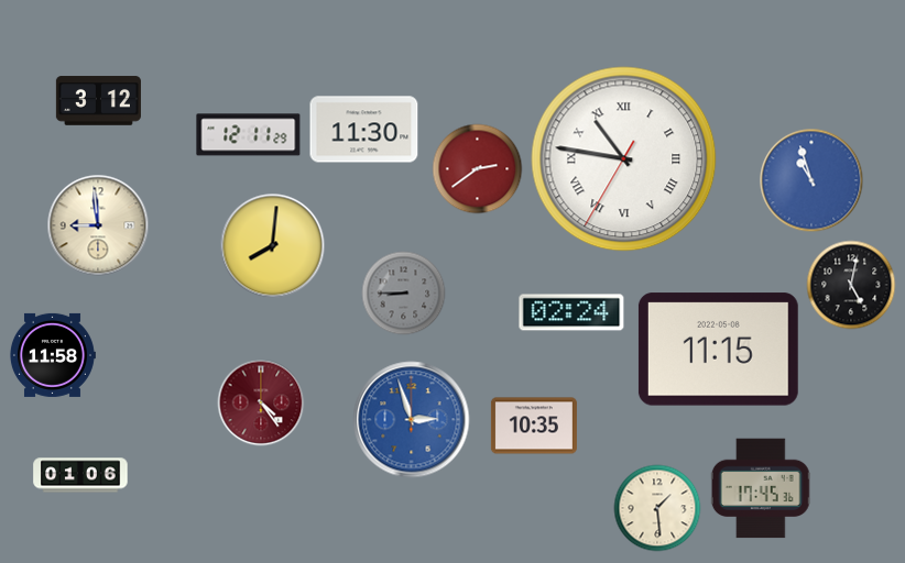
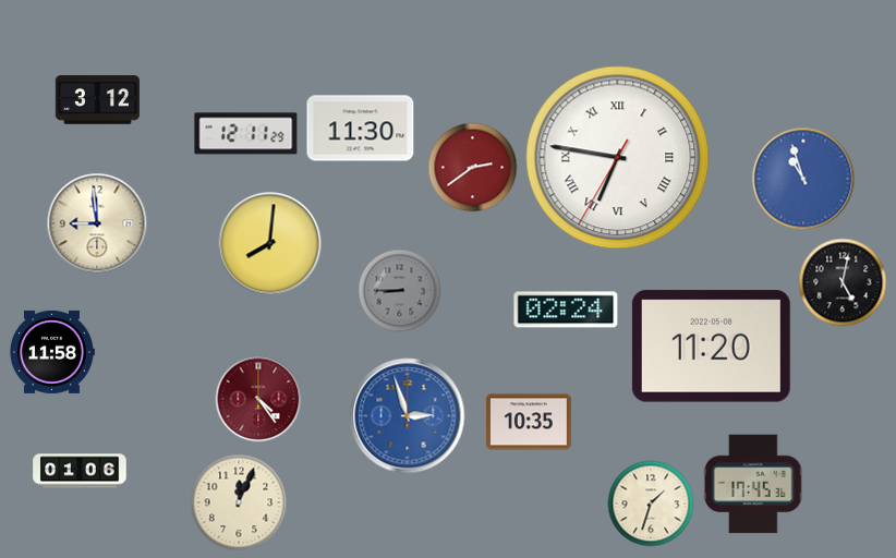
clock at (624, 159): 10:46 -> 6:46
clock at (718, 350): 11:15 -> 11:20
clock at (239, 502): none -> 12:04
clock at (657, 508): 1:29 -> 1:33
